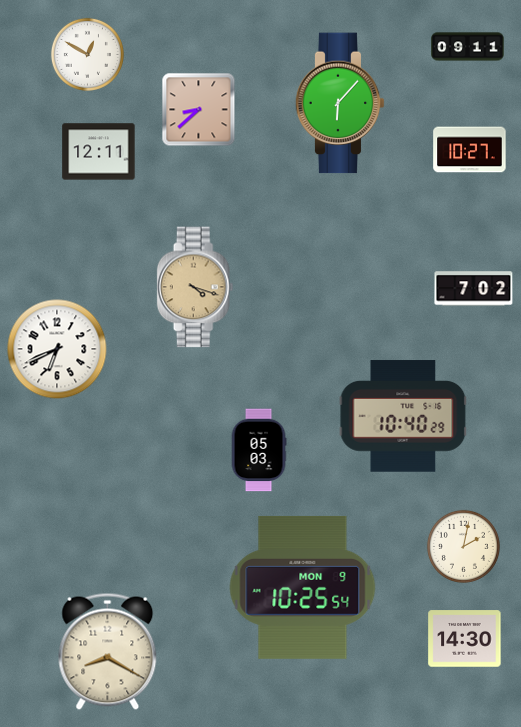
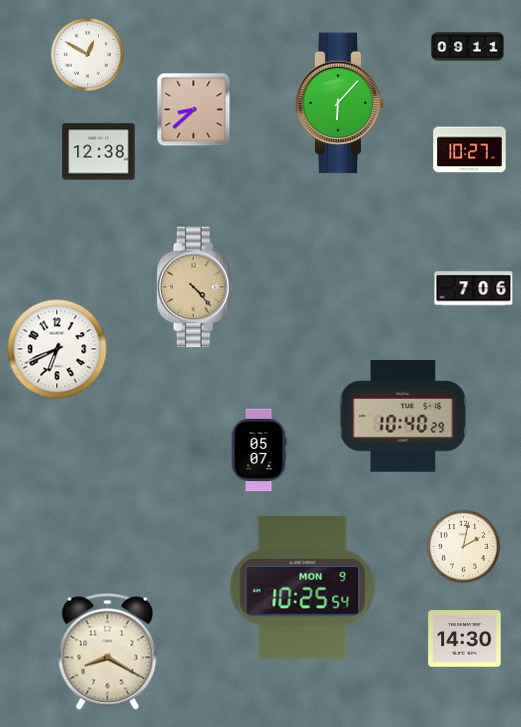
clock at (199, 110) position: (199, 110) -> (194, 110)
clock at (99, 152): 12:11 -> 12:38
clock at (195, 287): 4:18 -> 4:23
clock at (474, 289): 7:02 -> 7:06
clock at (259, 450): 05:03 -> 05:07
